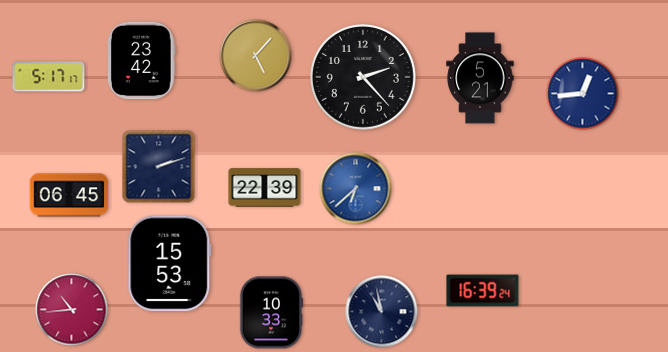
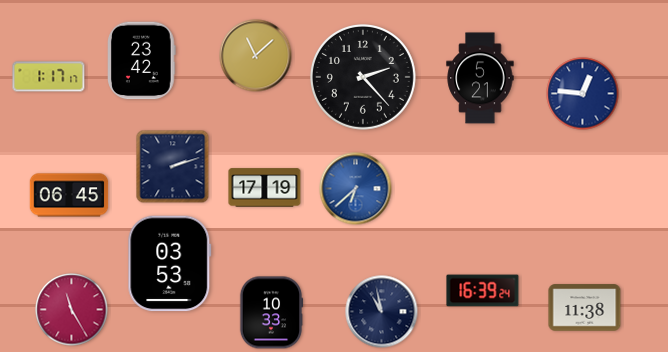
clock at (256, 56): 5:07 -> 11:08
clock at (49, 77): 5:17 -> 1:17
clock at (583, 94): 12:44 -> 12:46
clock at (159, 167) position: (159, 167) -> (173, 167)
clock at (265, 188): 22:39 -> 17:19
clock at (170, 264): 15:53 -> 03:53
clock at (585, 308): none -> 11:38
clock at (72, 310): 10:44 -> 11:25
